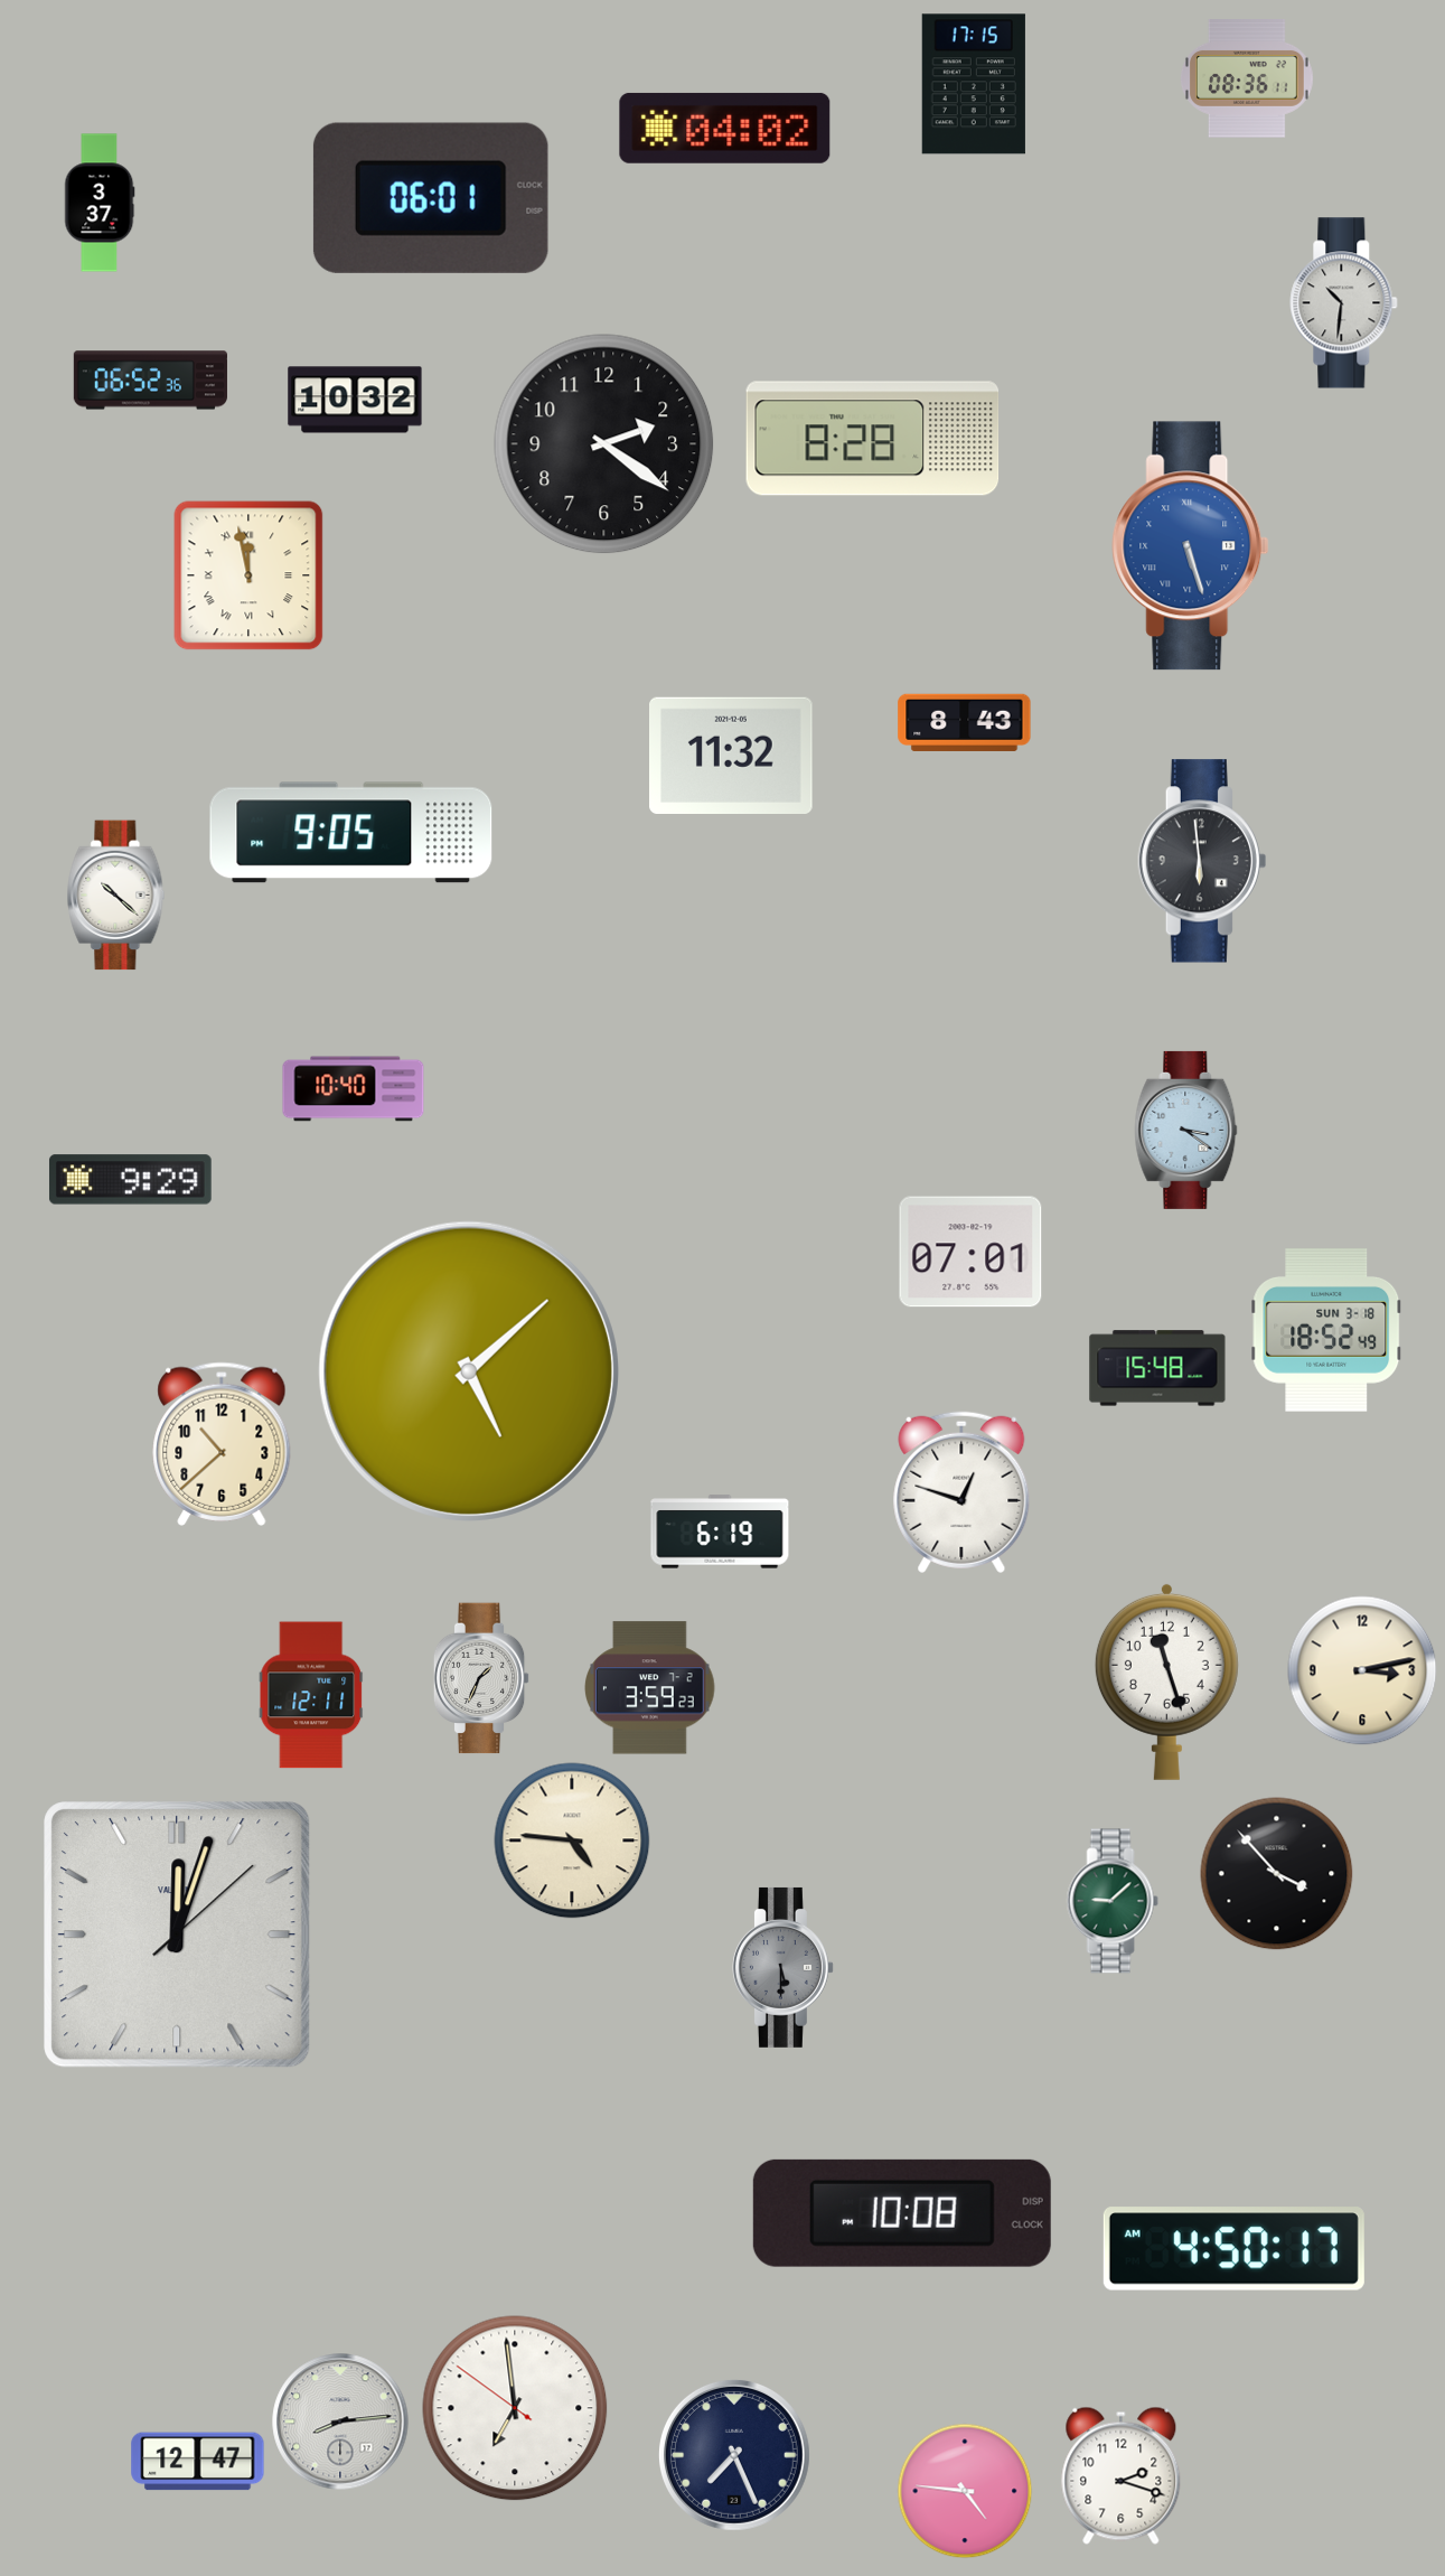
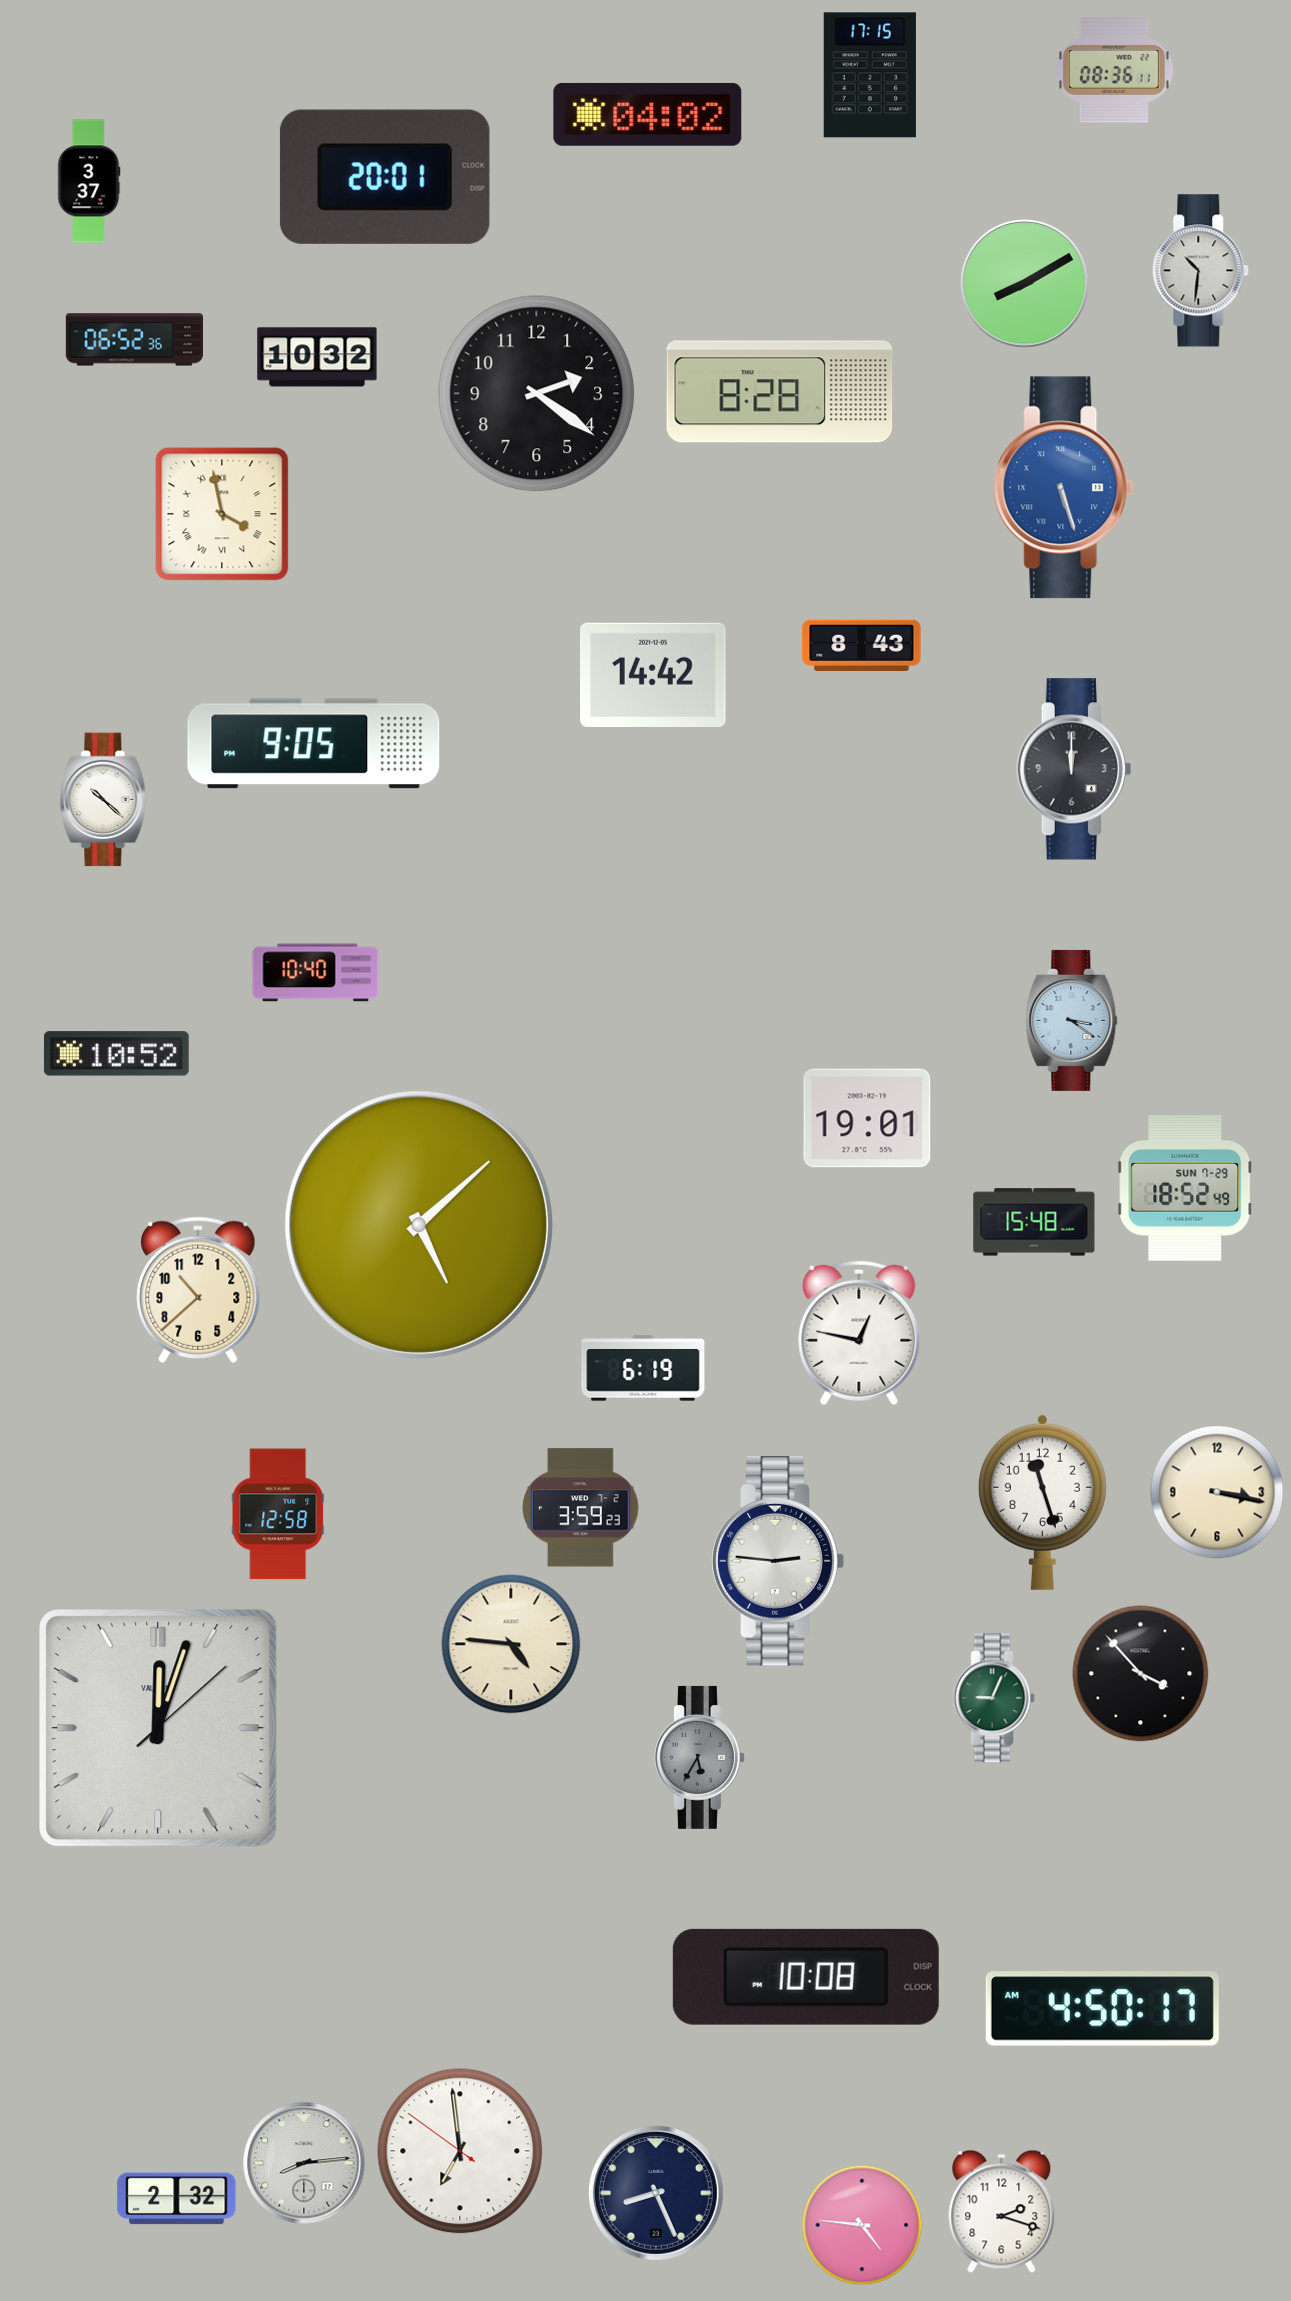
clock at (431, 198): 06:01 -> 20:01
clock at (1025, 284): none -> 8:10
clock at (604, 444) position: (604, 444) -> (537, 394)
clock at (248, 575): 11:58 -> 3:58
clock at (732, 756): 11:32 -> 14:42
clock at (1202, 861): 5:59 -> 12:00
clock at (1186, 1130) position: (1186, 1130) -> (1072, 1020)
clock at (130, 1180): 9:29 -> 10:52
clock at (970, 1252): 07:01 -> 19:01
clock at (1326, 1330) date: SUN 3-18 -> SUN 7-29
clock at (961, 1492): 12:48 -> 12:47
clock at (1362, 1670): 3:13 -> 3:17
clock at (481, 1678): 1:34 -> none
clock at (311, 1695): 12:11 -> 12:58
clock at (778, 1561): none -> 2:46
clock at (1113, 1901): 9:08 -> 9:04
clock at (782, 1967): 5:30 -> 5:35
clock at (734, 2455): 7:26 -> 8:26
clock at (198, 2462): 12:47 -> 2:32
